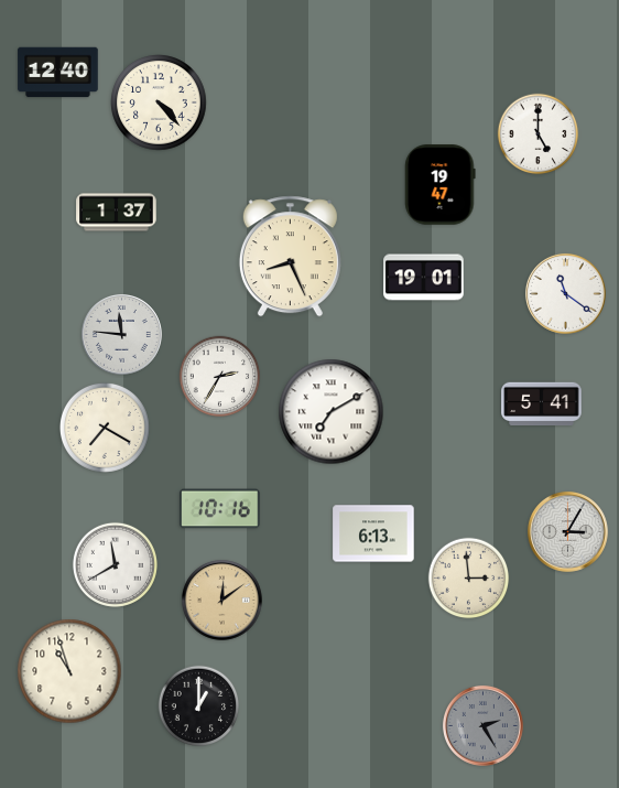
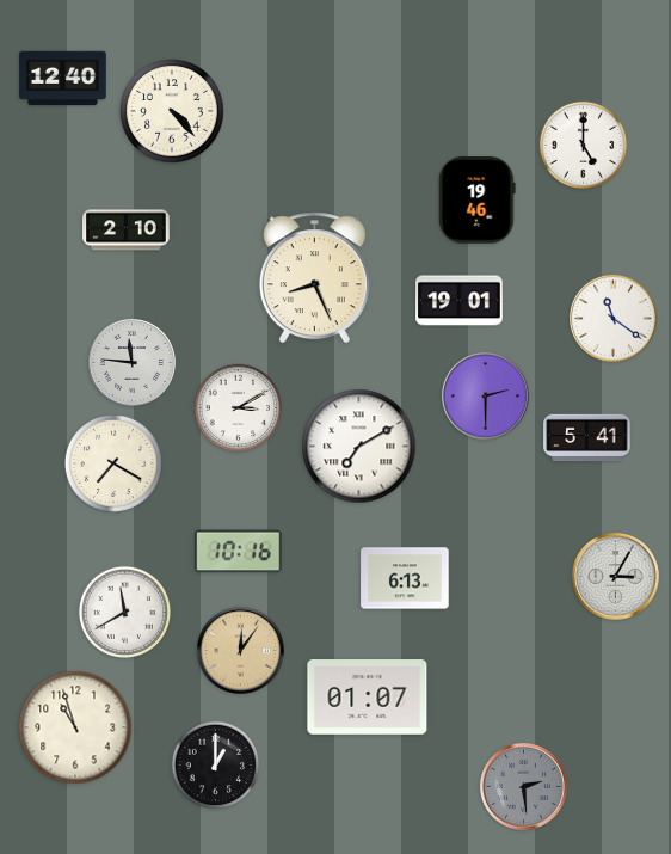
clock at (441, 185): 19:47 -> 19:46
clock at (117, 213): 1:37 -> 2:10
clock at (485, 395): none -> 2:30
clock at (220, 377): 2:35 -> 3:10
clock at (469, 579): 2:59 -> none
clock at (221, 600): 12:09 -> 12:06
clock at (368, 698): none -> 01:07
clock at (482, 725): 2:25 -> 2:29
